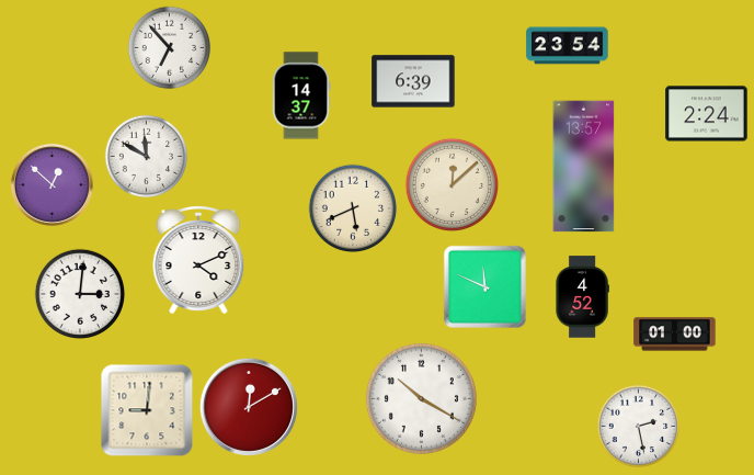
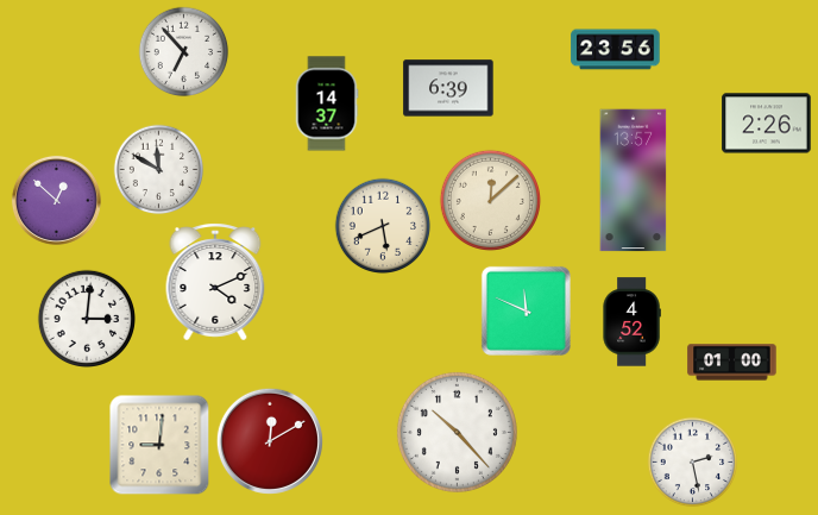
clock at (568, 46): 23:54 -> 23:56
clock at (707, 114): 2:24 -> 2:26
clock at (421, 398): 10:20 -> 10:23
